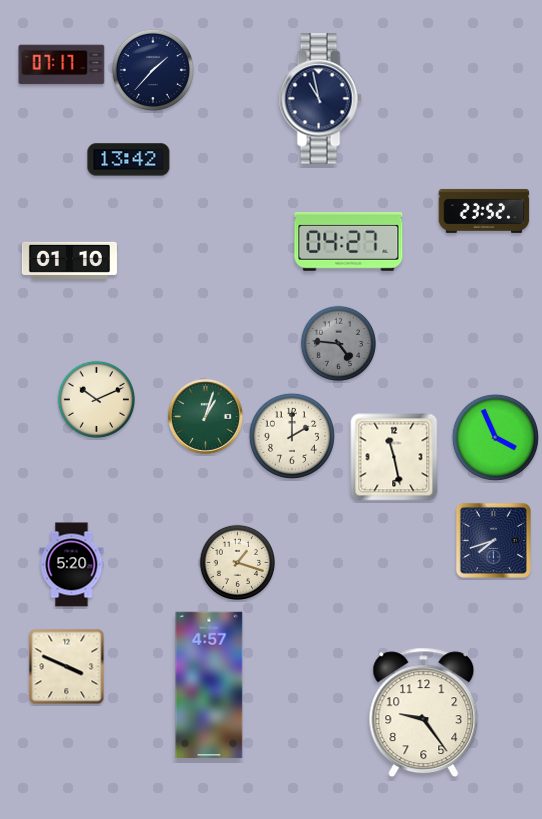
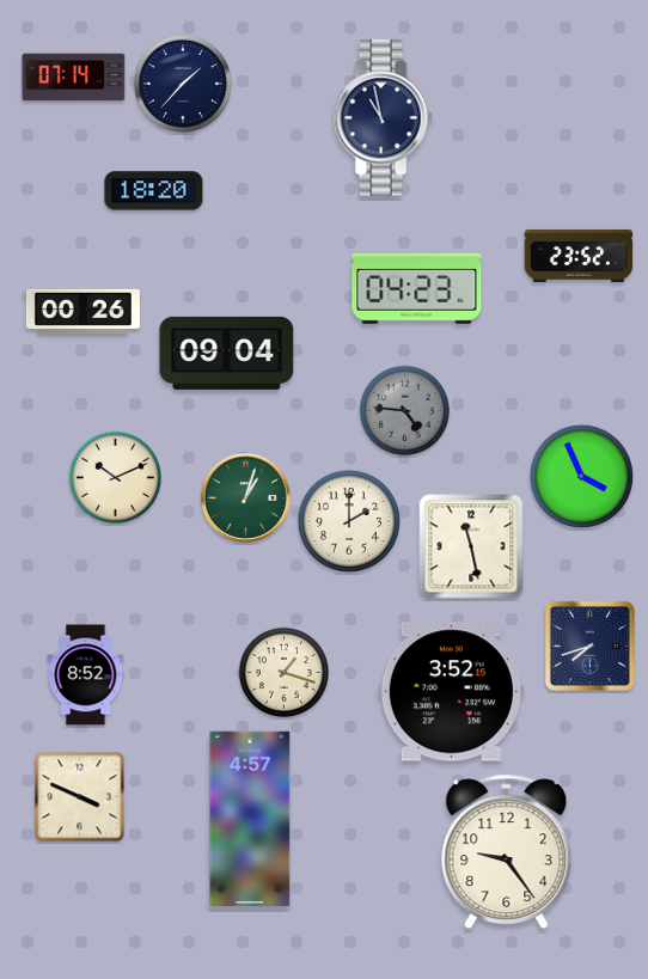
clock at (62, 65): 07:17 -> 07:14
clock at (129, 160): 13:42 -> 18:20
clock at (484, 211) position: (484, 211) -> (579, 256)
clock at (349, 242): 04:27 -> 04:23
clock at (69, 260): 01:10 -> 00:26
clock at (227, 353): none -> 09:04
clock at (495, 437) position: (495, 437) -> (581, 476)
clock at (72, 565): 5:20 -> 8:52
clock at (451, 692): none -> 3:52
